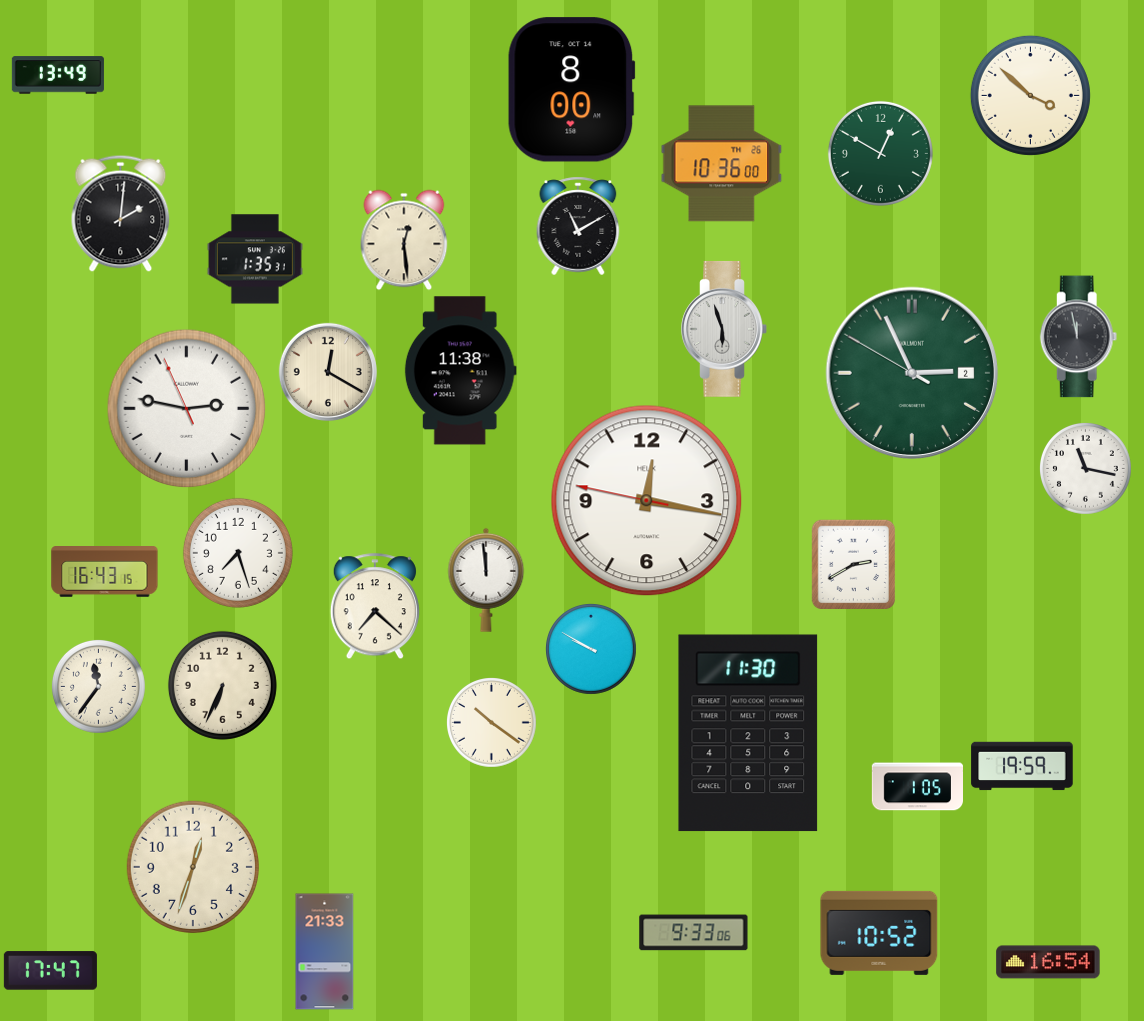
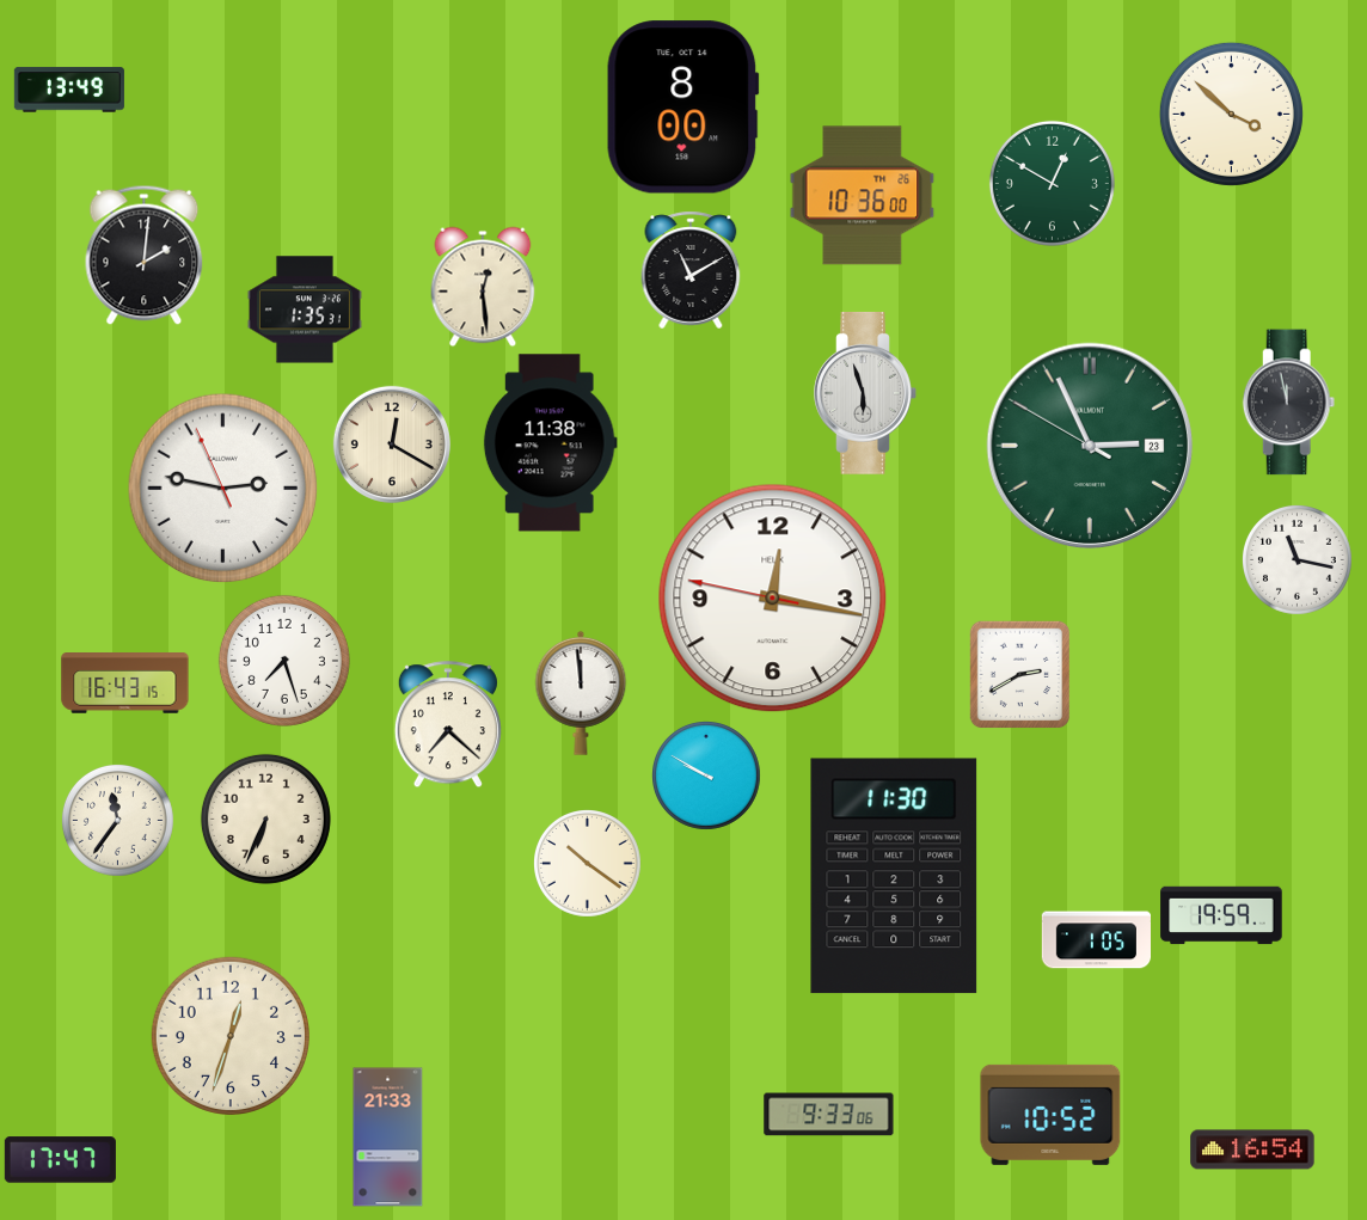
clock at (912, 373) date: 2 -> 23
